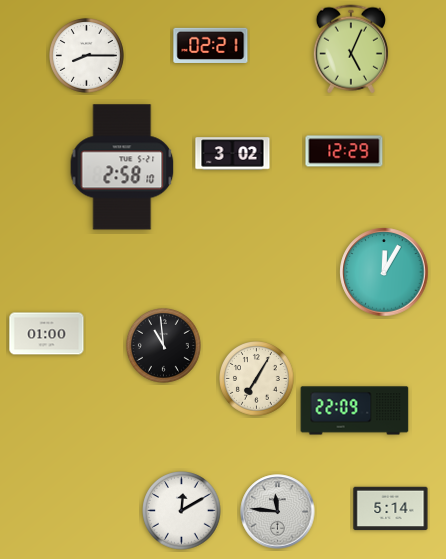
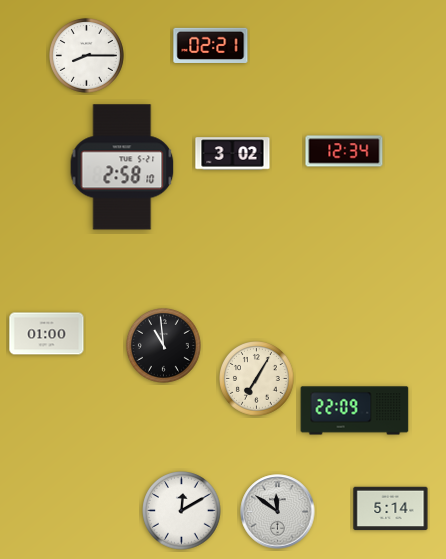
clock at (351, 49): 5:04 -> none
clock at (344, 151): 12:29 -> 12:34
clock at (384, 272): 12:05 -> none
clock at (278, 512): 11:46 -> 11:51
